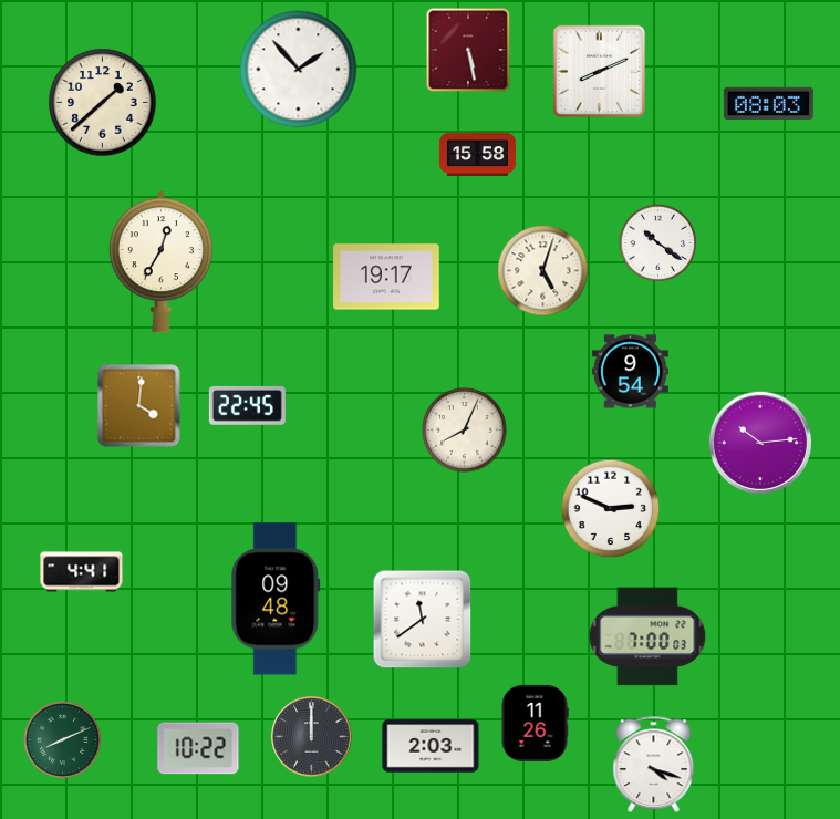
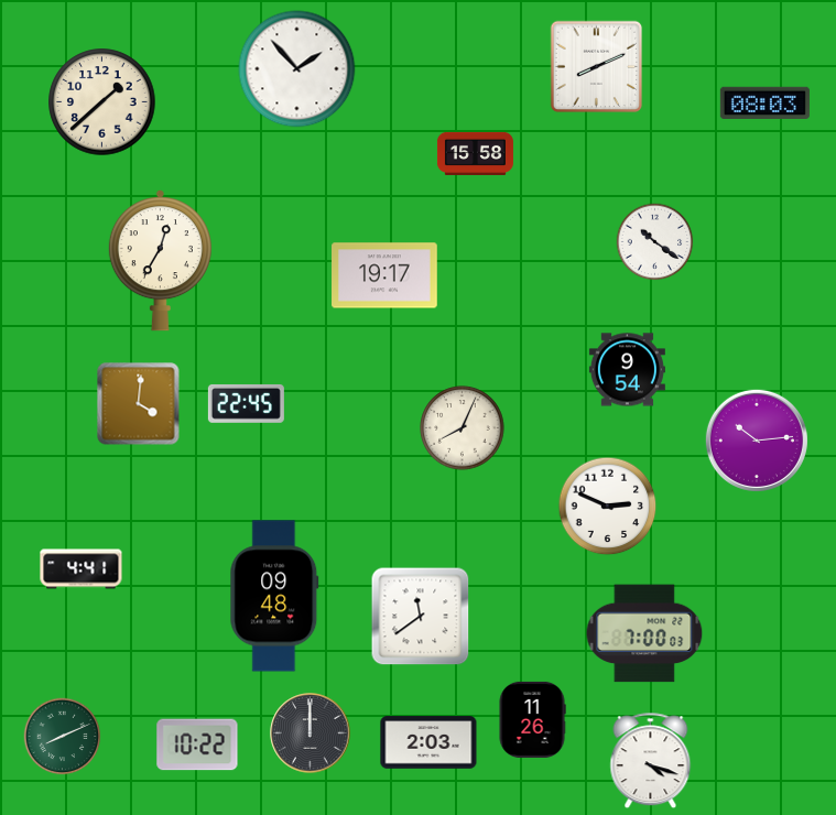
clock at (468, 50): 5:28 -> none
clock at (600, 72) position: (600, 72) -> (597, 67)
clock at (543, 271): 5:03 -> none
